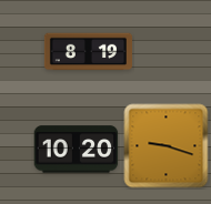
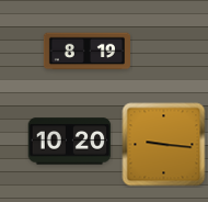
clock at (167, 146): 9:18 -> 9:16
clock at (77, 150) position: (77, 150) -> (70, 142)
